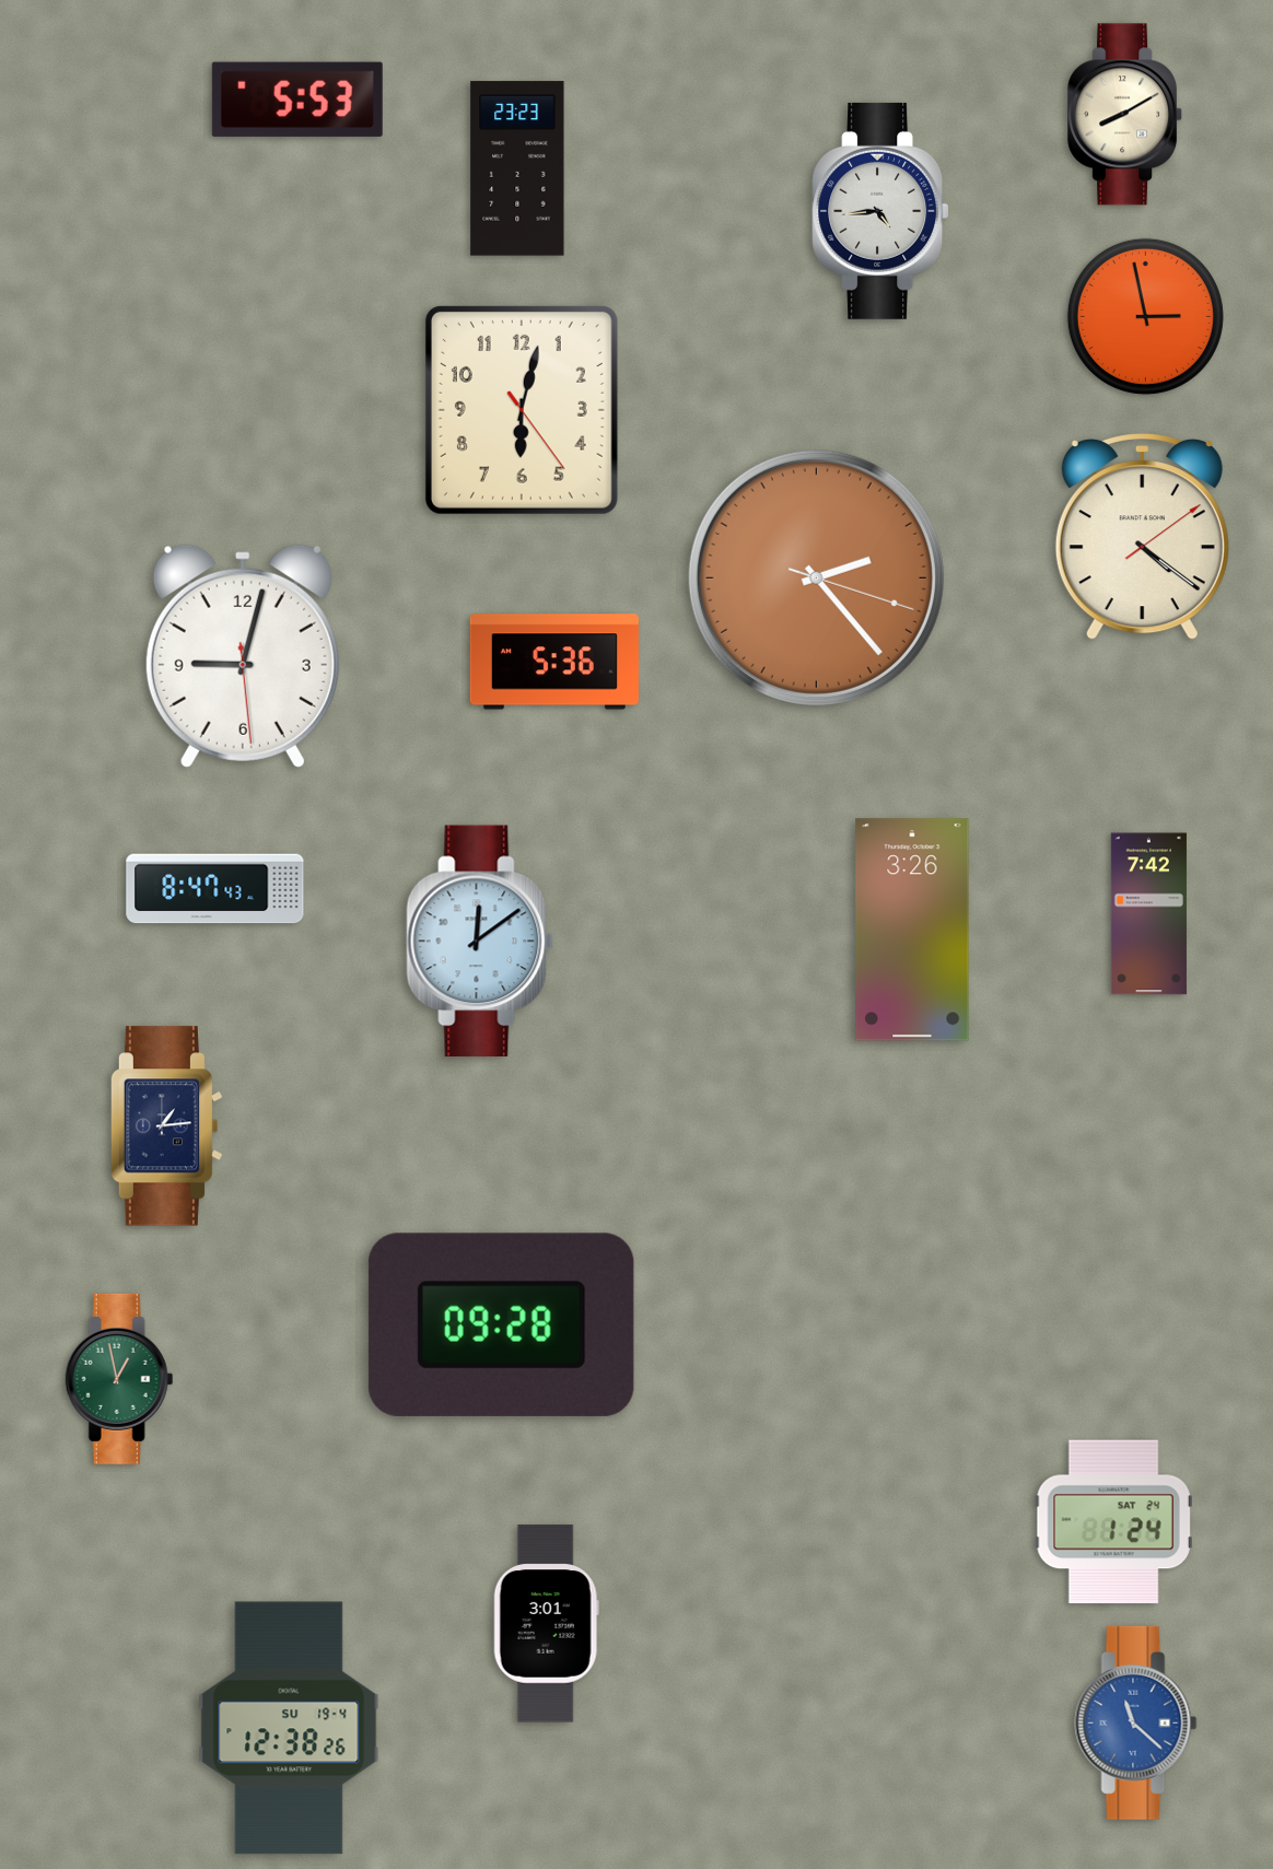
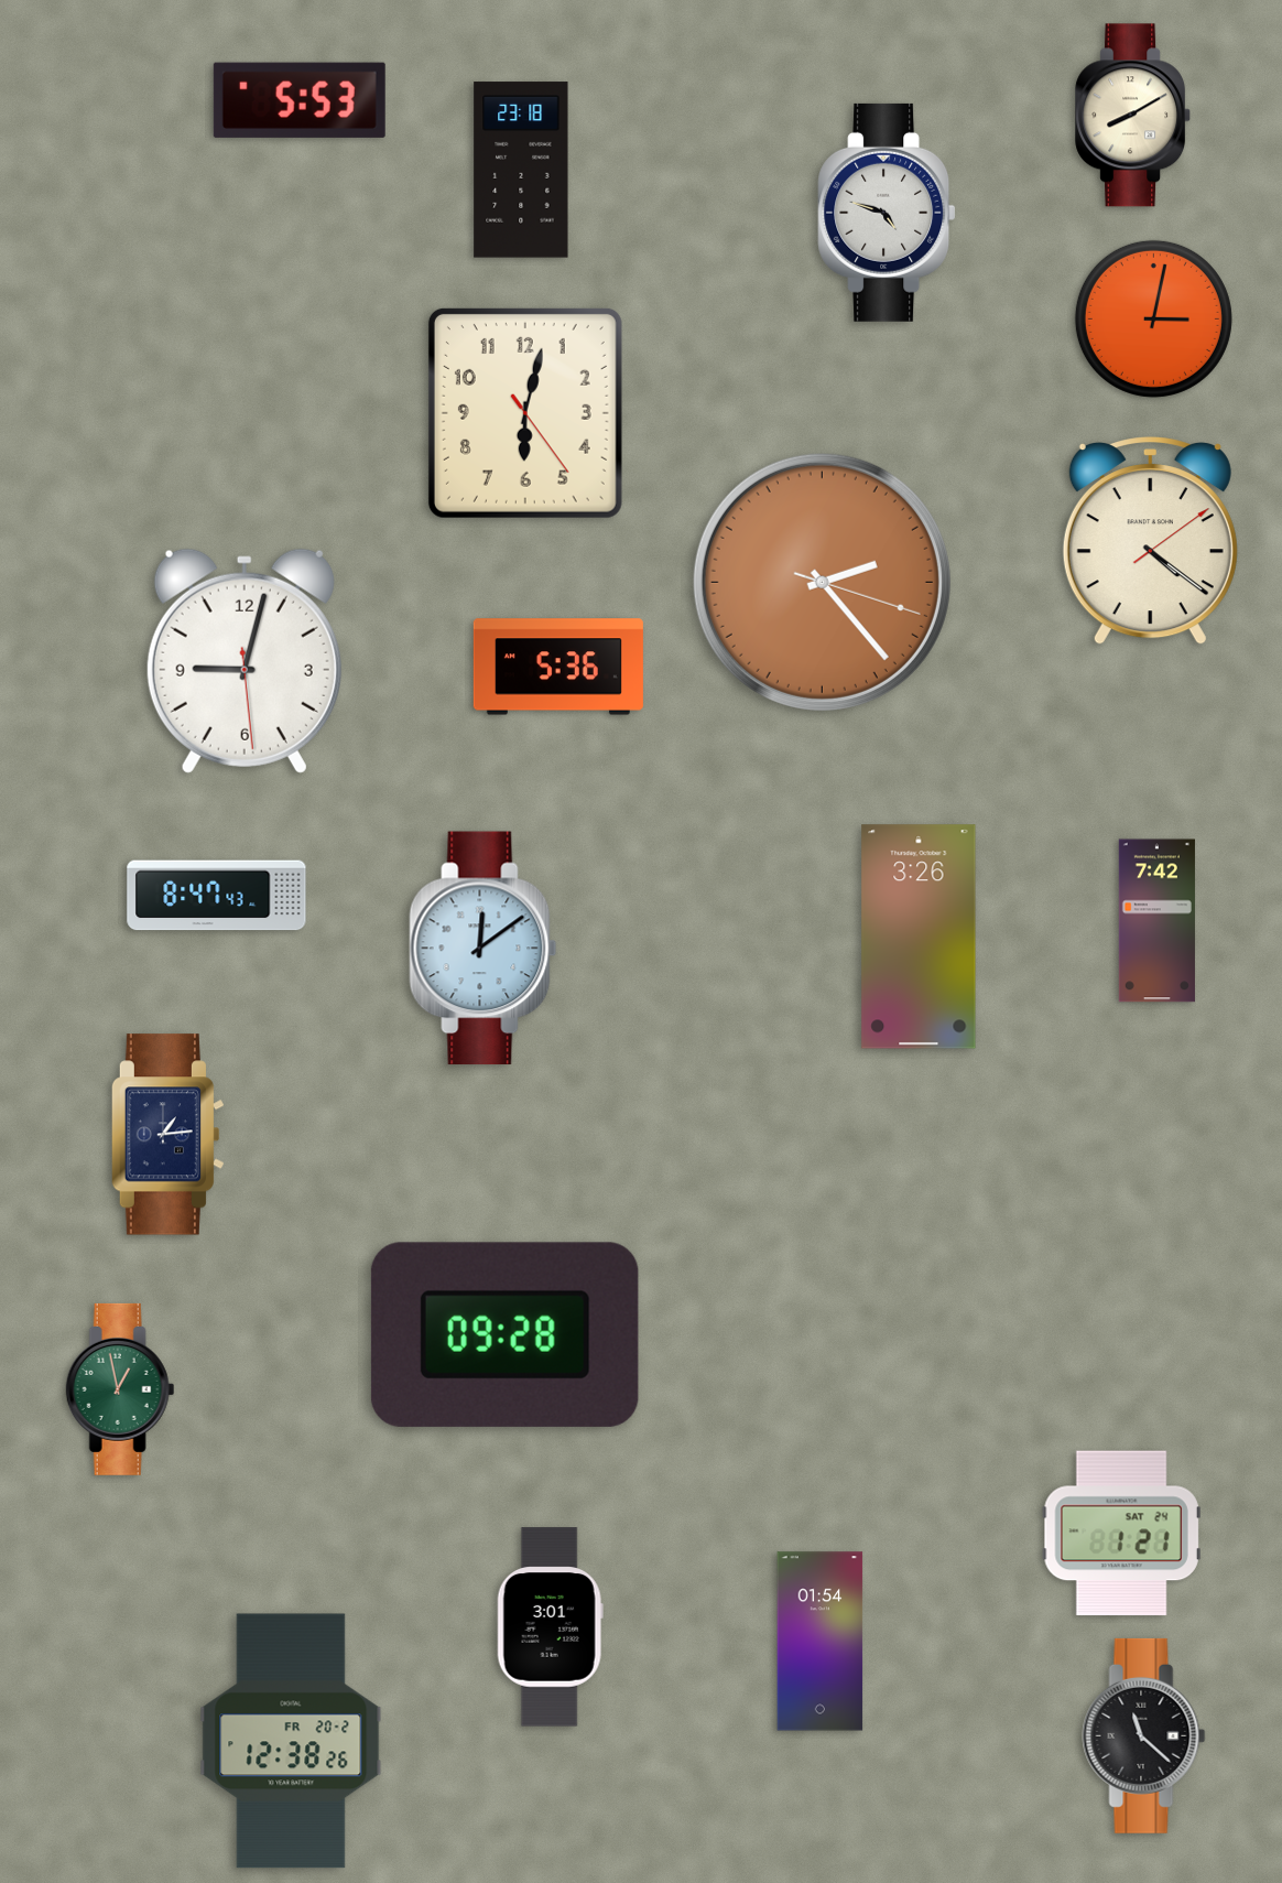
clock at (517, 168): 23:23 -> 23:18
clock at (880, 211): 4:44 -> 4:48
clock at (1145, 316): 2:58 -> 3:02
clock at (1113, 1522): 1:24 -> 1:21
clock at (546, 1624) position: (546, 1624) -> (550, 1627)
clock at (821, 1642): none -> 01:54
clock at (1136, 1722) dial: blue -> black
clock at (289, 1728) date: SU 19-4 -> FR 20-2
